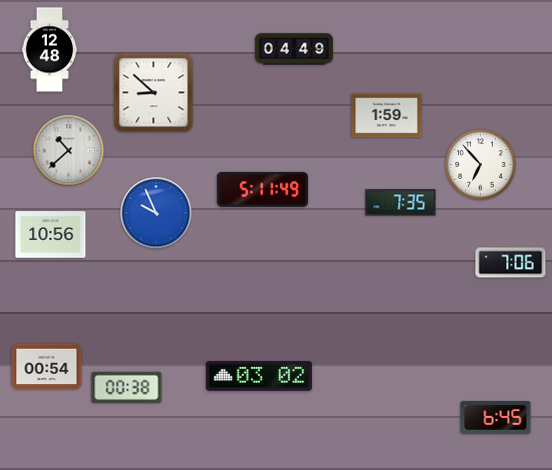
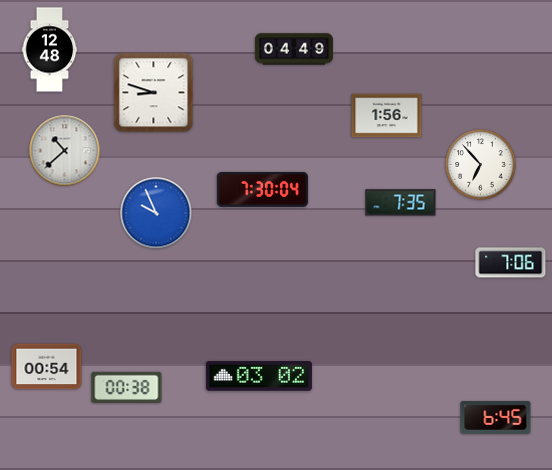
clock at (154, 93): 8:52 -> 8:48
clock at (387, 116): 1:59 -> 1:56
clock at (69, 151) position: (69, 151) -> (65, 151)
clock at (262, 189): 5:11 -> 7:30
clock at (51, 235): 10:56 -> none
